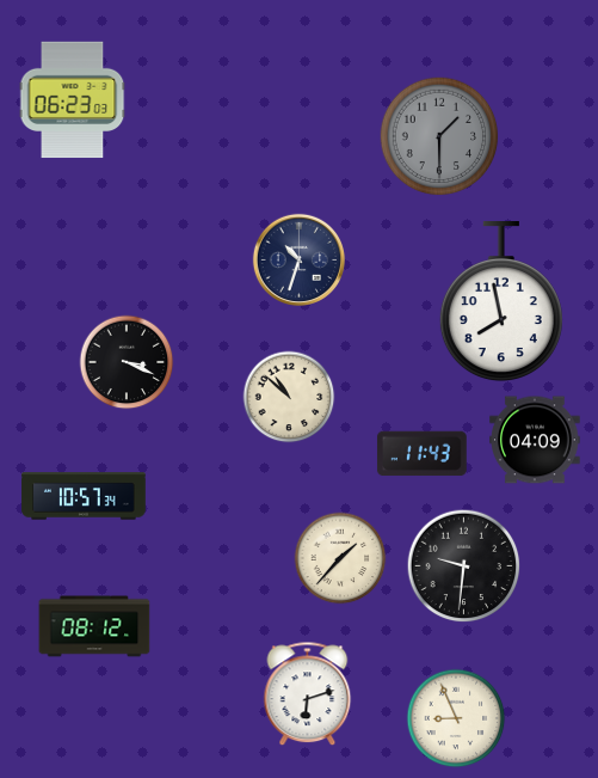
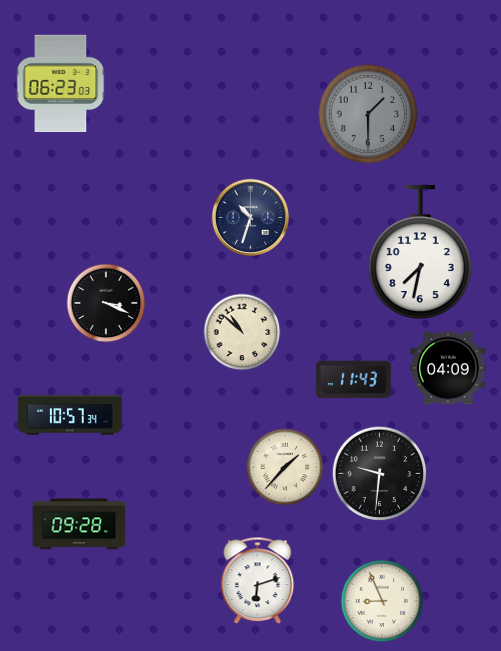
clock at (501, 302): 7:58 -> 7:32
clock at (464, 566) position: (464, 566) -> (380, 474)
clock at (94, 626): 08:12 -> 09:28
